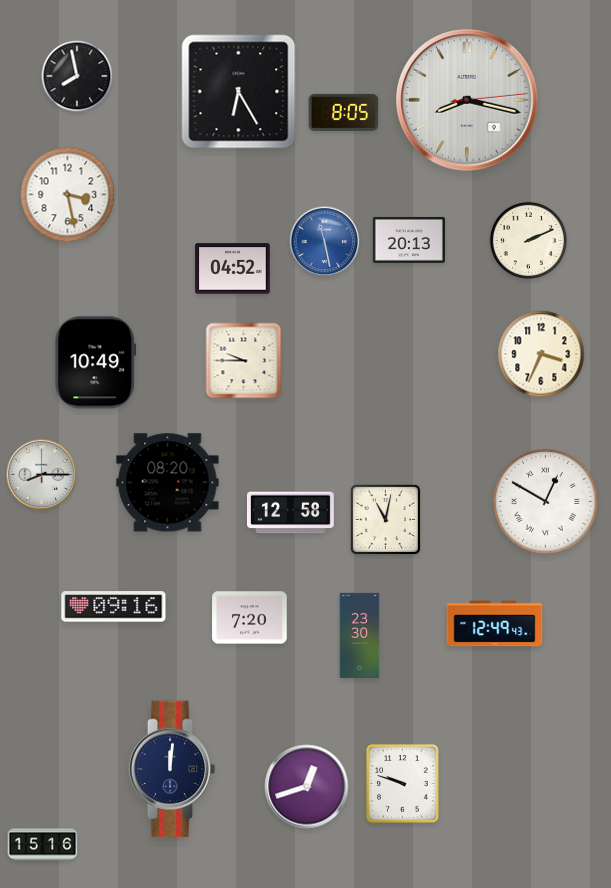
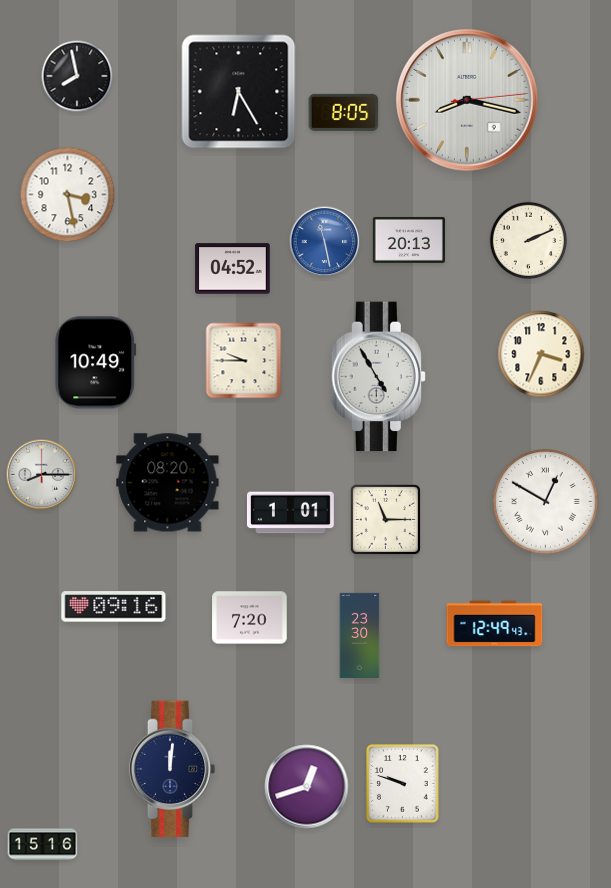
clock at (378, 377): none -> 4:55
clock at (290, 513): 12:58 -> 1:01
clock at (385, 519): 11:02 -> 11:15
